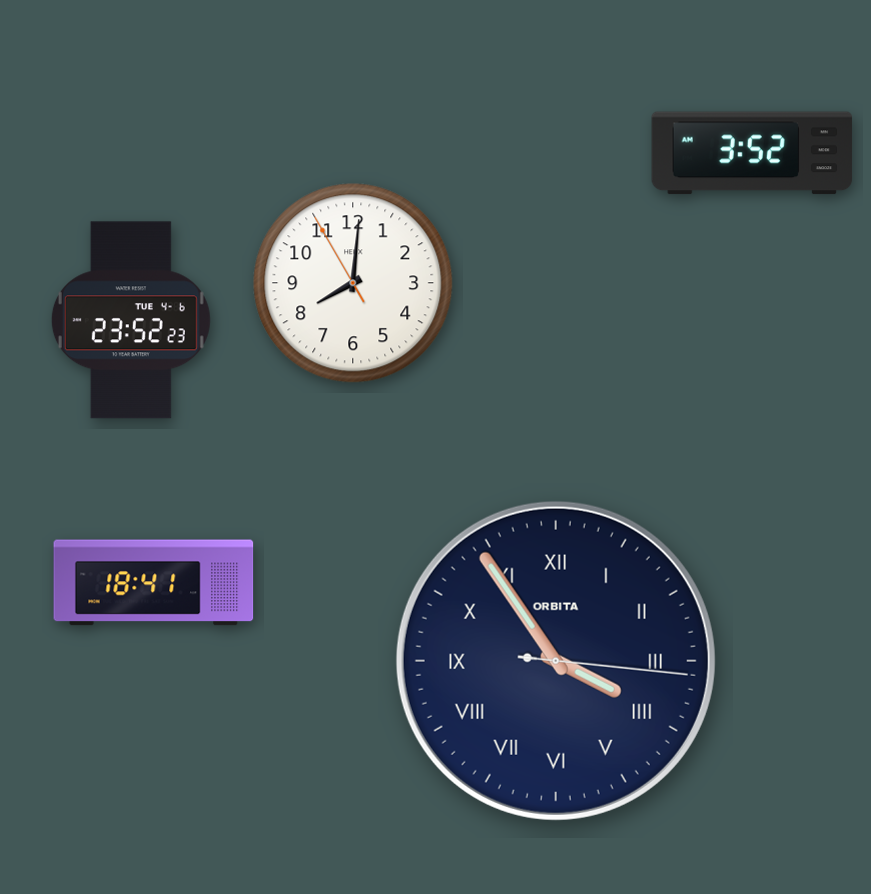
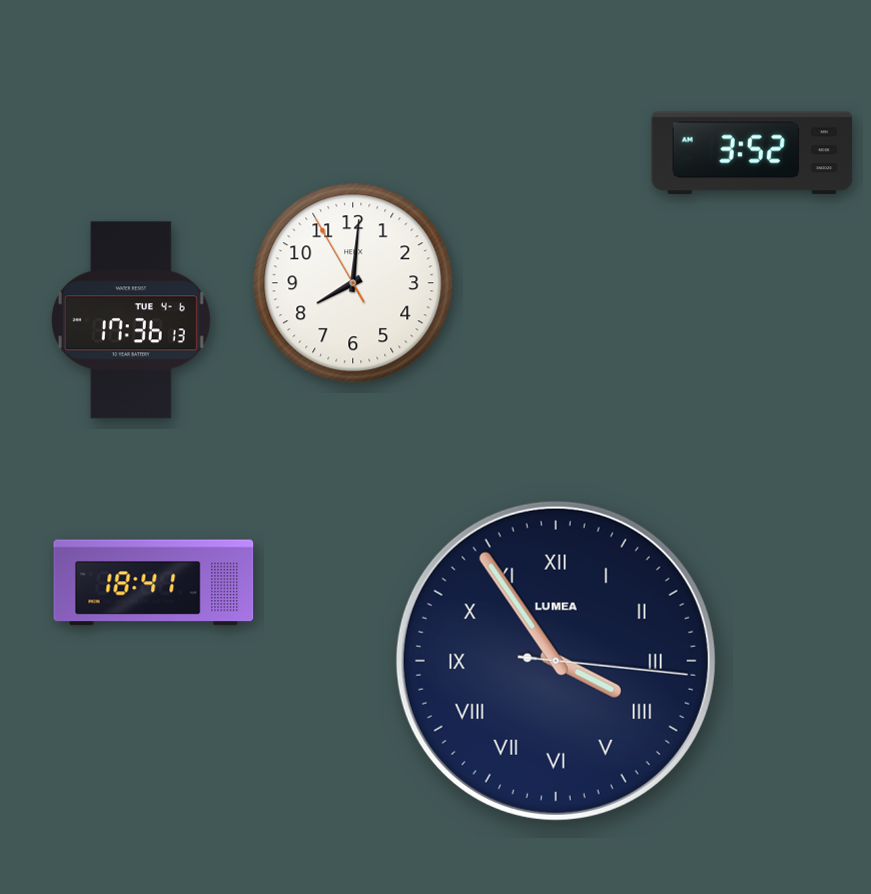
clock at (131, 320): 23:52 -> 17:36
clock at (556, 661) brand: ORBITA -> LUMEA
